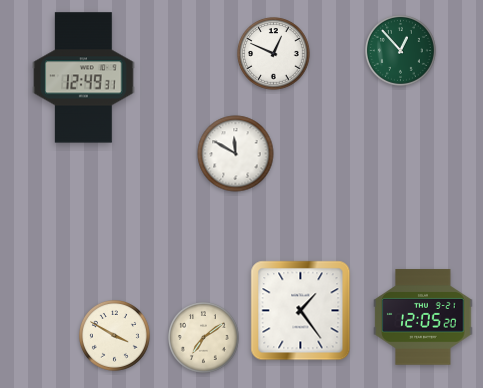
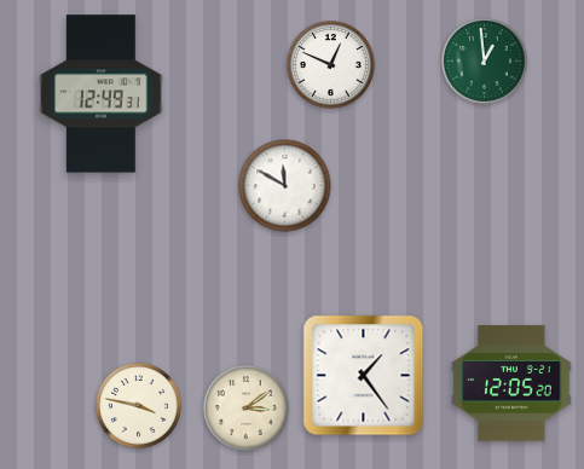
clock at (401, 51): 12:53 -> 12:59
clock at (115, 336): 3:50 -> 3:47
clock at (204, 338): 7:09 -> 3:09
